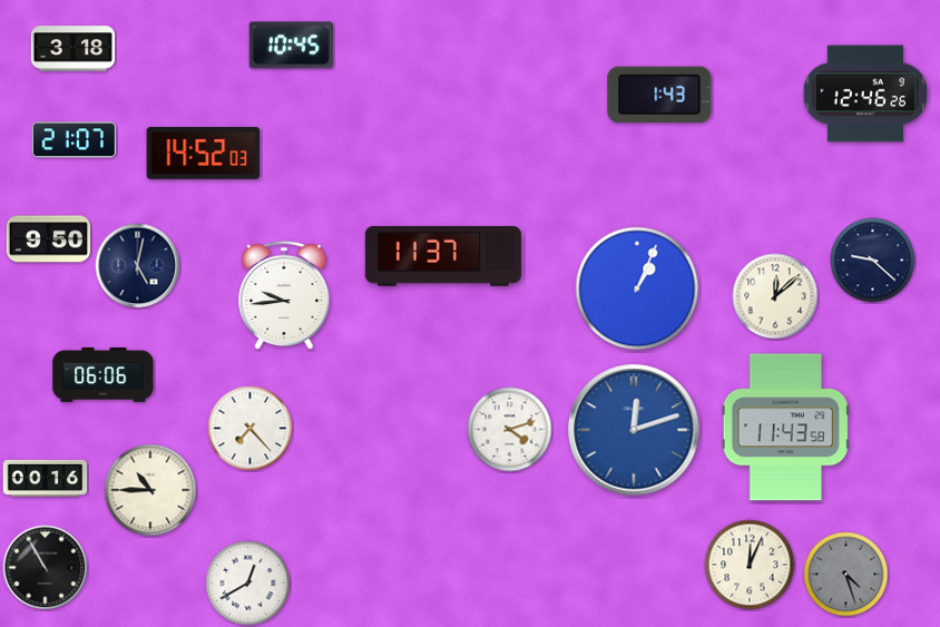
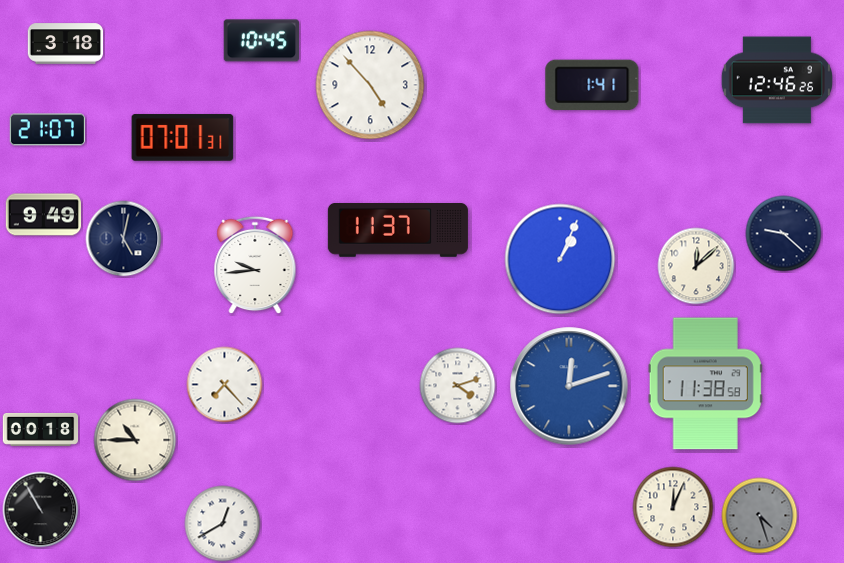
clock at (659, 94): 1:43 -> 1:41
clock at (865, 94) position: (865, 94) -> (777, 80)
clock at (370, 85): none -> 4:53
clock at (74, 140) position: (74, 140) -> (47, 130)
clock at (204, 154): 14:52 -> 07:01
clock at (49, 239): 9:50 -> 9:49
clock at (637, 288) position: (637, 288) -> (560, 259)
clock at (104, 375): 06:06 -> none
clock at (785, 428): 11:43 -> 11:38
clock at (46, 478): 00:16 -> 00:18
